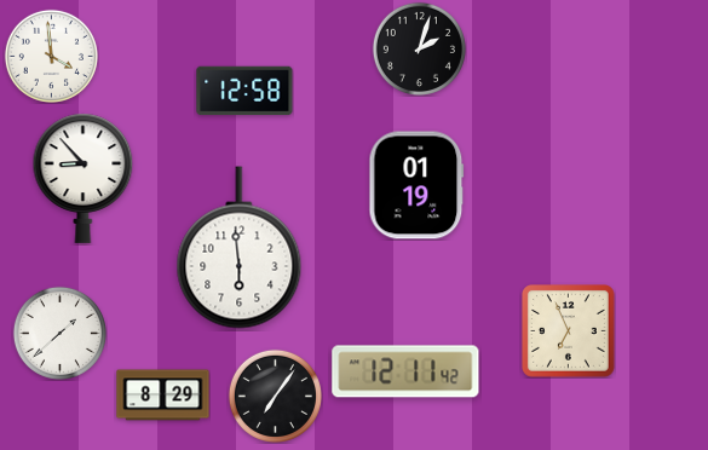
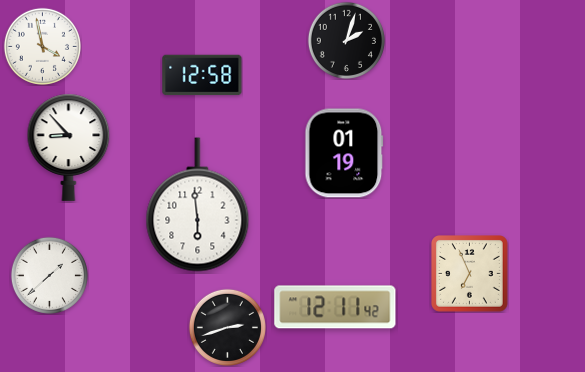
clock at (51, 56): 3:59 -> 3:58
clock at (163, 396): 8:29 -> none
clock at (275, 396): 7:06 -> 2:42
